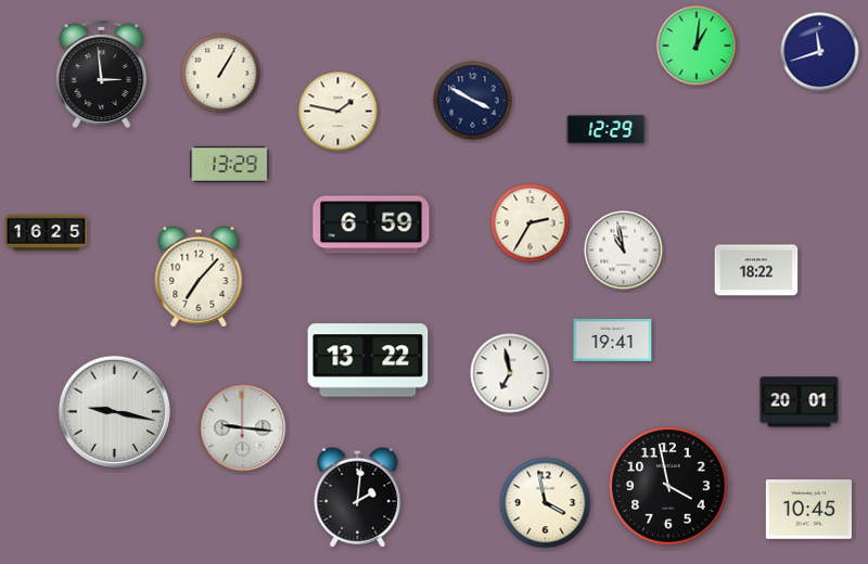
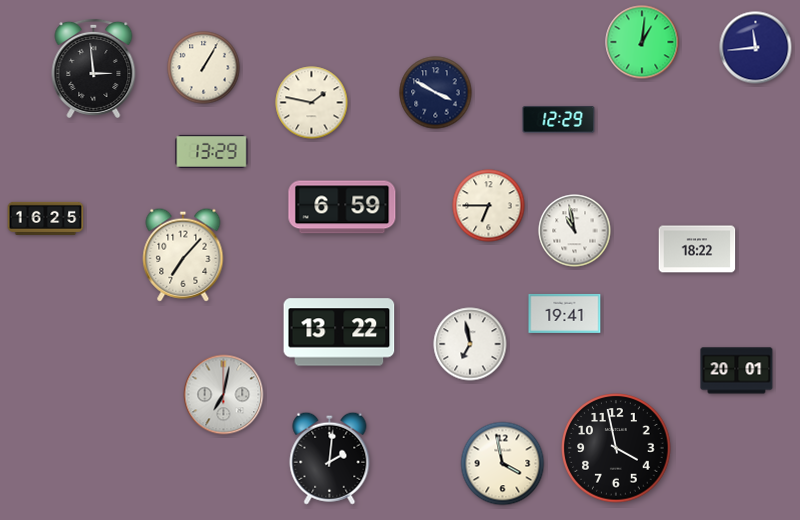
clock at (820, 52): 11:42 -> 11:44
clock at (531, 223): 2:35 -> 6:45
clock at (47, 232) position: (47, 232) -> (46, 218)
clock at (114, 411): 9:17 -> none
clock at (243, 428): 9:16 -> 7:02
clock at (808, 510): 10:45 -> none
